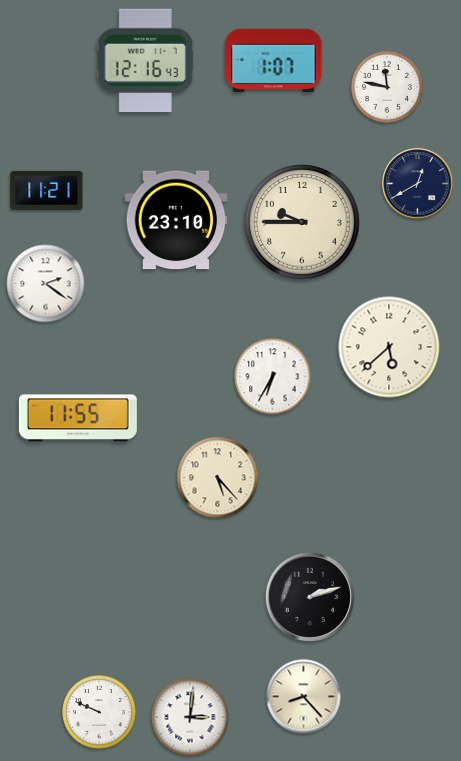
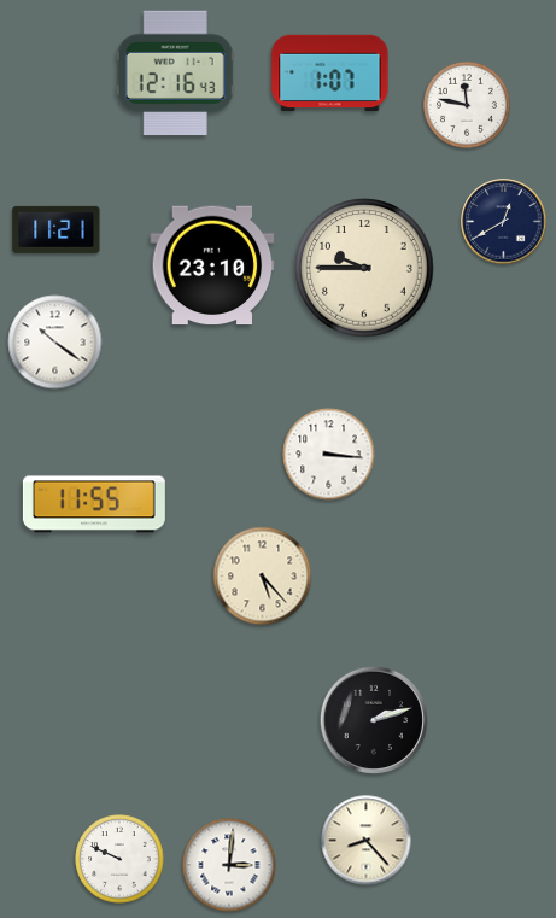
clock at (46, 284): 2:21 -> 10:21
clock at (389, 347): 5:38 -> none
clock at (273, 377): 6:35 -> 3:16
